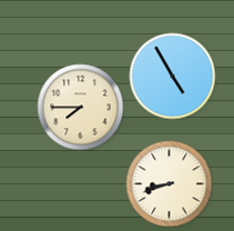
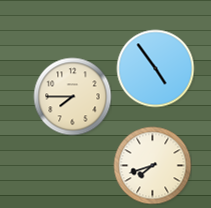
clock at (172, 76): 4:55 -> 4:54
clock at (169, 183): 8:42 -> 7:42
